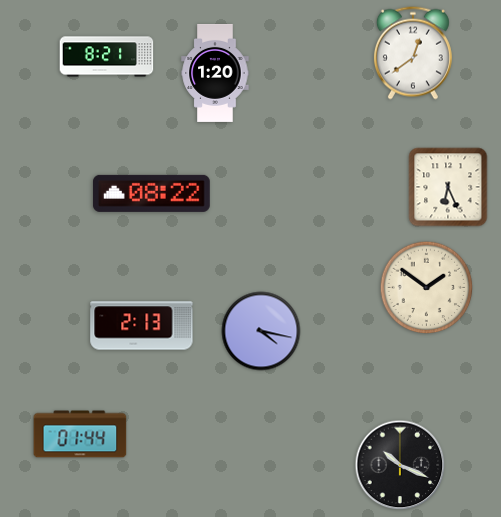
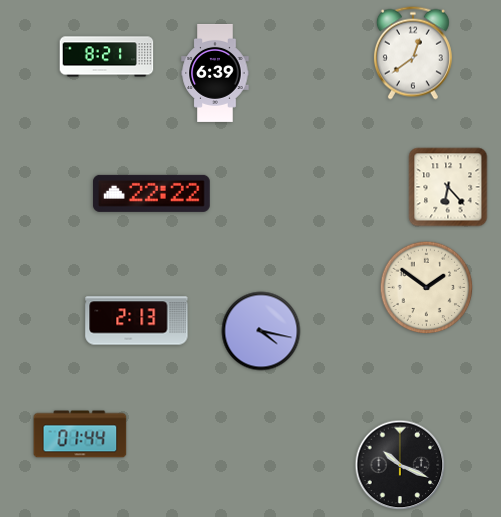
clock at (215, 73): 1:20 -> 6:39
clock at (448, 187): 6:26 -> 6:23
clock at (151, 193): 08:22 -> 22:22
clock at (142, 326) position: (142, 326) -> (137, 321)
